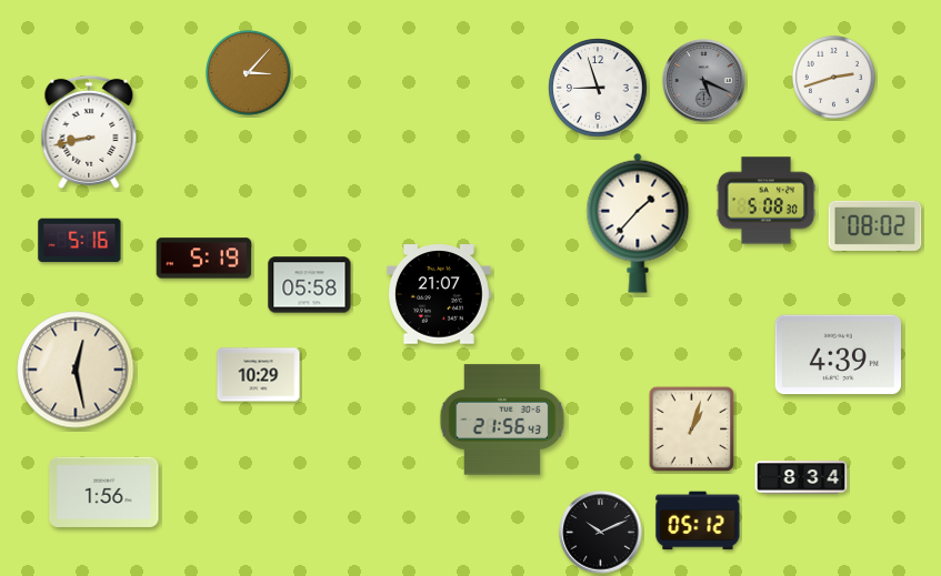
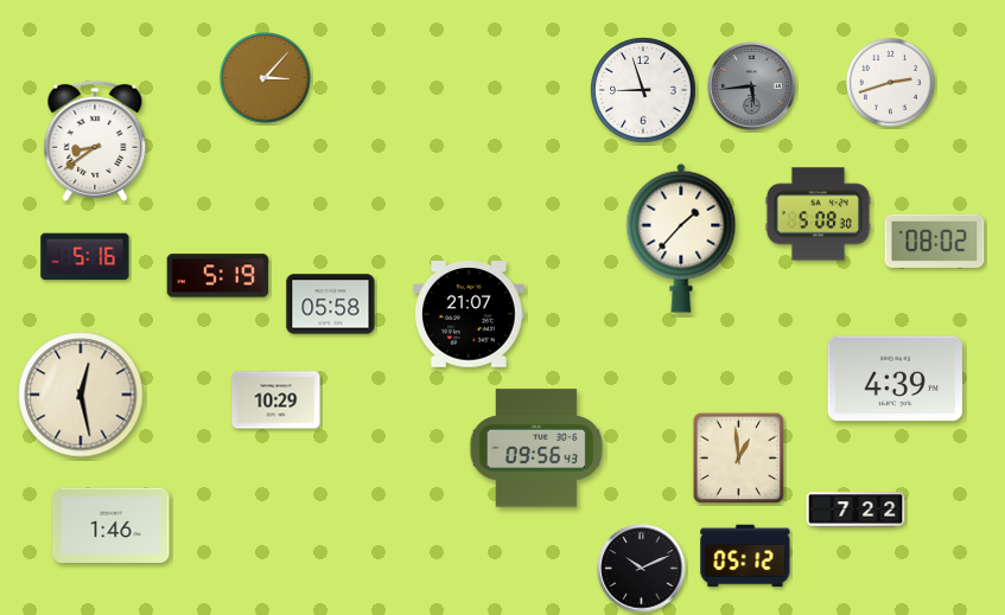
clock at (704, 81): 5:19 -> 5:44
clock at (598, 88) position: (598, 88) -> (643, 90)
clock at (89, 132): 8:43 -> 8:39
clock at (502, 420): 21:56 -> 09:56
clock at (692, 430): 1:03 -> 12:59
clock at (801, 477): 8:34 -> 7:22
clock at (104, 492): 1:56 -> 1:46
